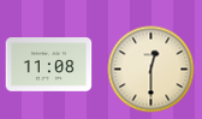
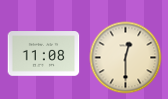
clock at (49, 65) position: (49, 65) -> (44, 54)
